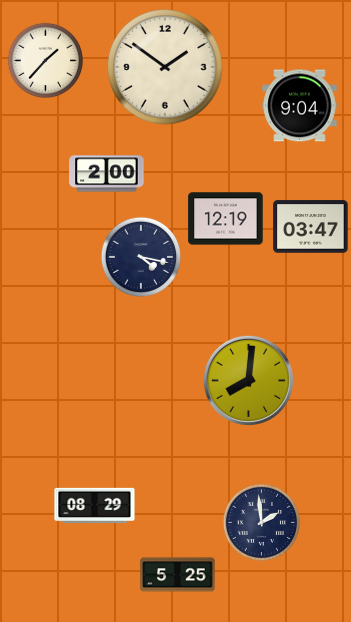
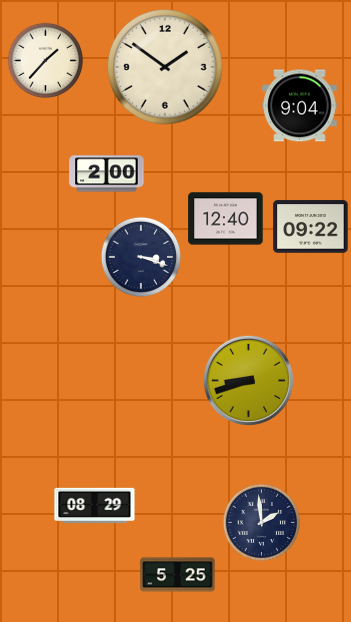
clock at (226, 219): 12:19 -> 12:40
clock at (311, 227): 03:47 -> 09:22
clock at (140, 256): 4:17 -> 3:18
clock at (248, 380): 8:01 -> 8:42
